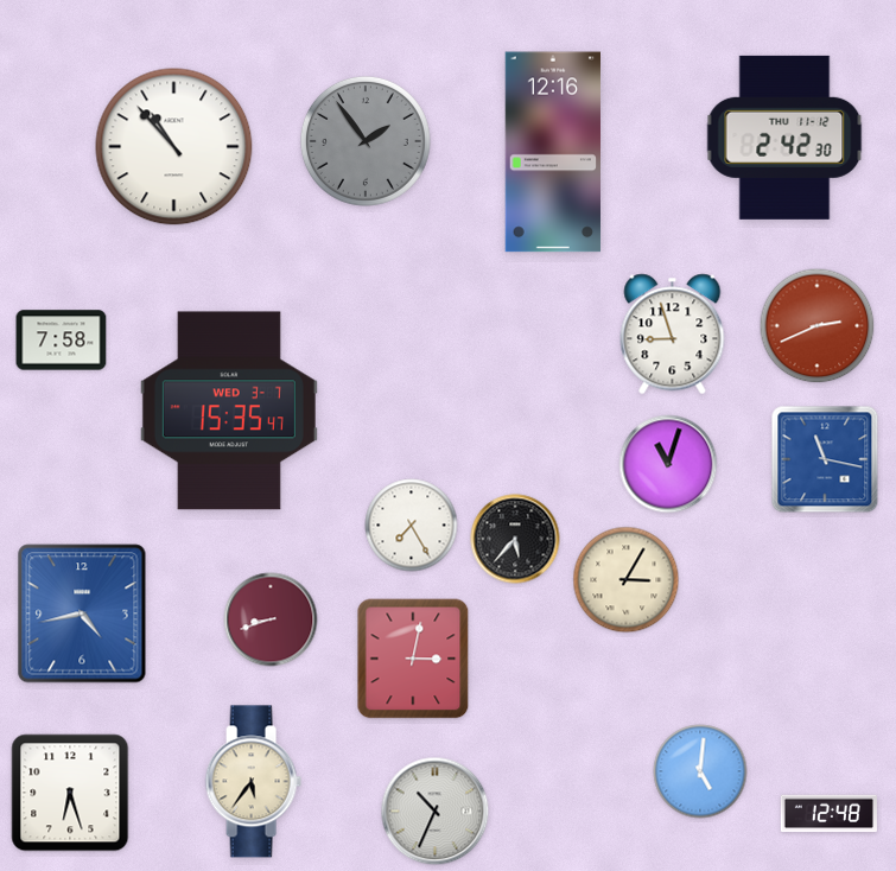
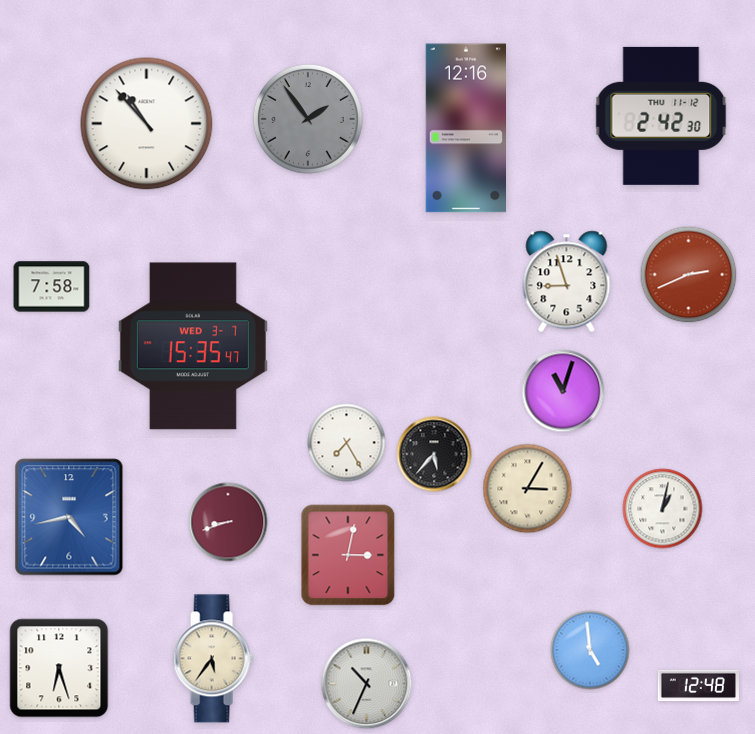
clock at (825, 459): 11:17 -> none
clock at (663, 509): none -> 1:02
clock at (700, 771): 5:01 -> 4:59
